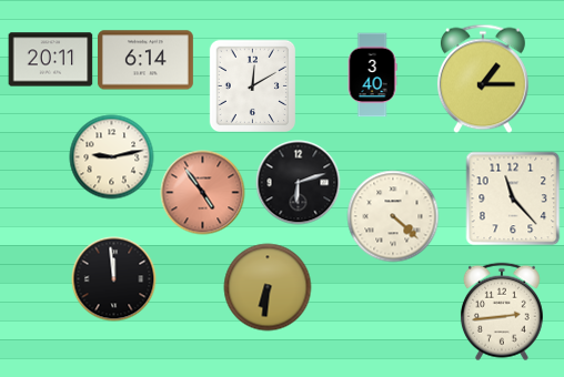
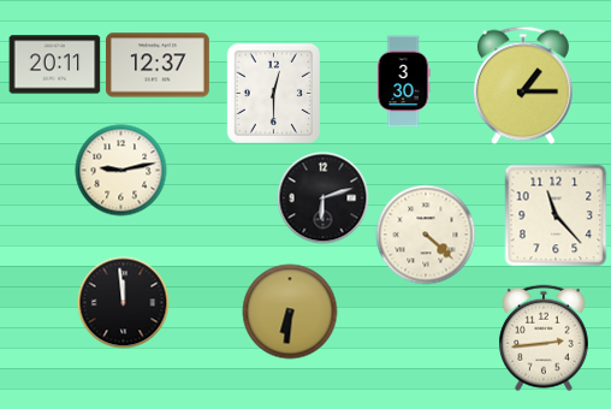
clock at (145, 60): 6:14 -> 12:37
clock at (372, 75): 3:40 -> 3:30
clock at (252, 85): 12:10 -> 12:30
clock at (203, 193): 4:54 -> none
